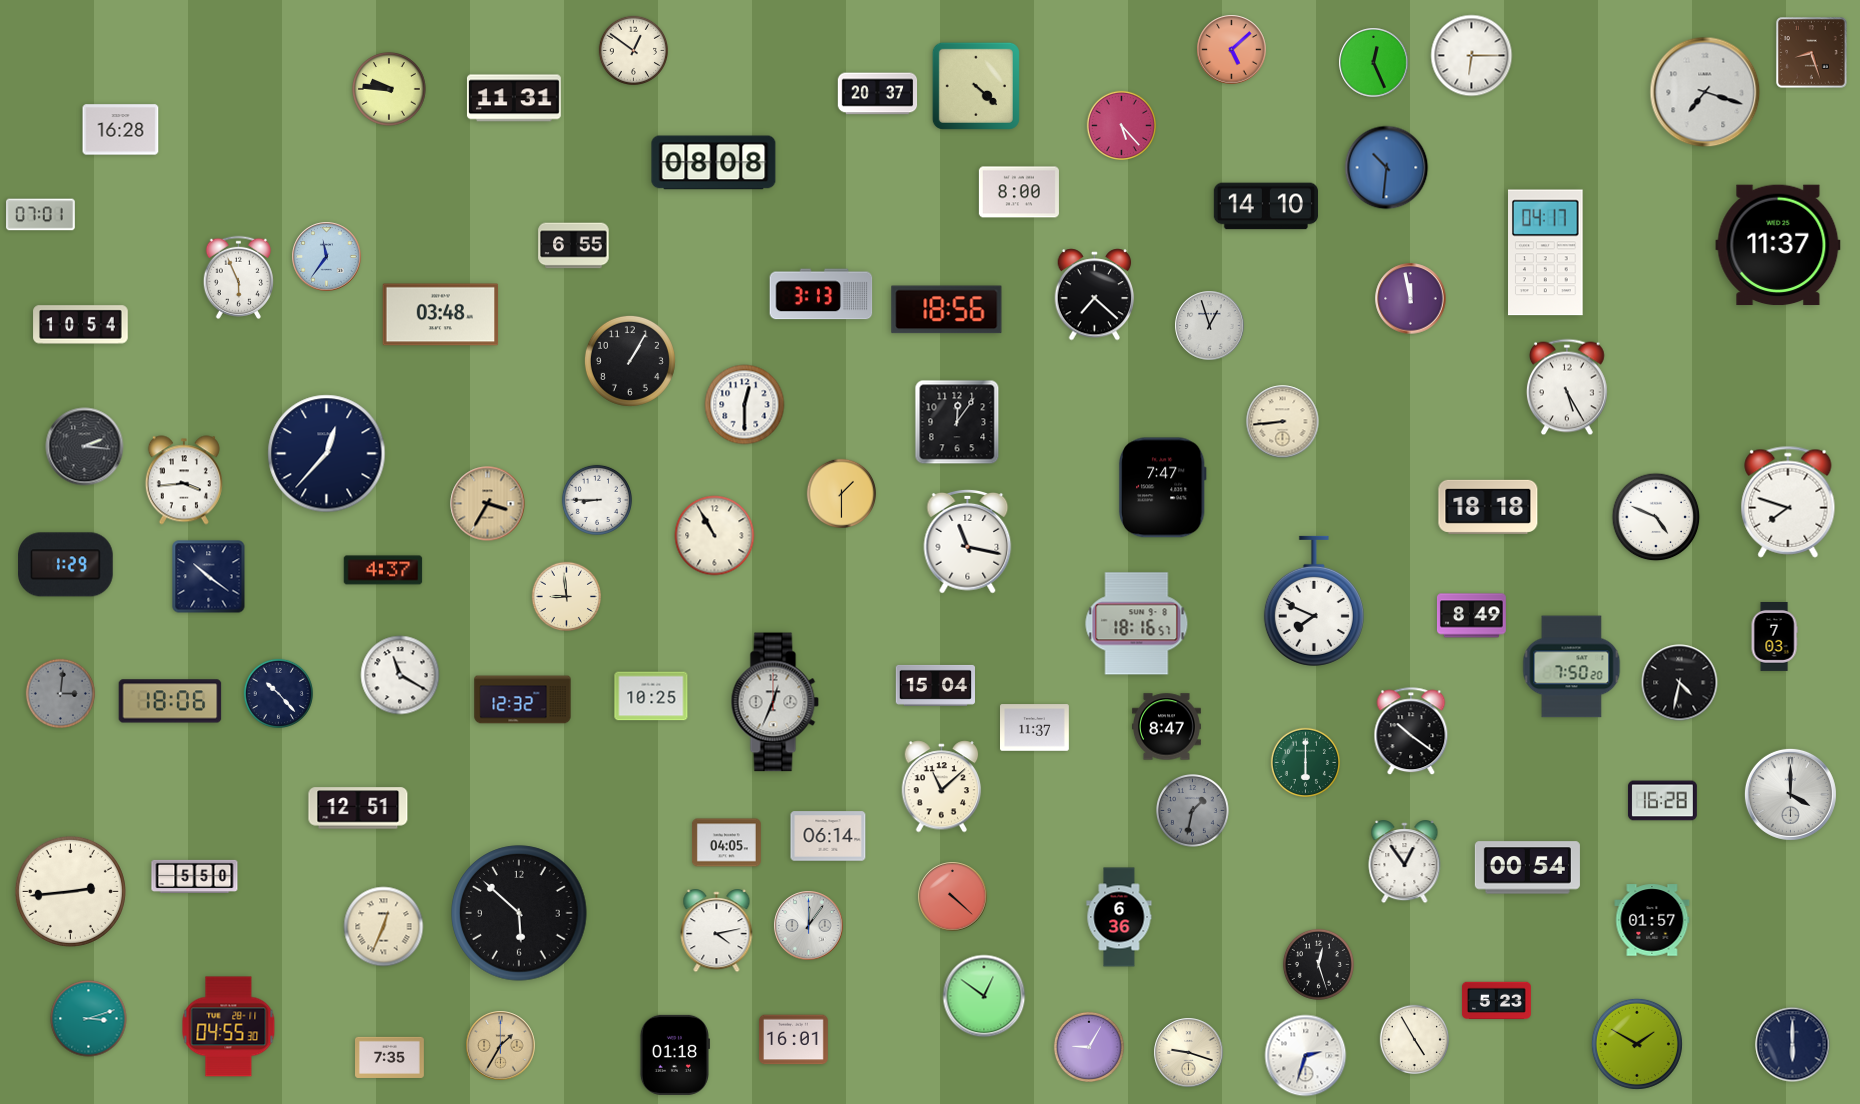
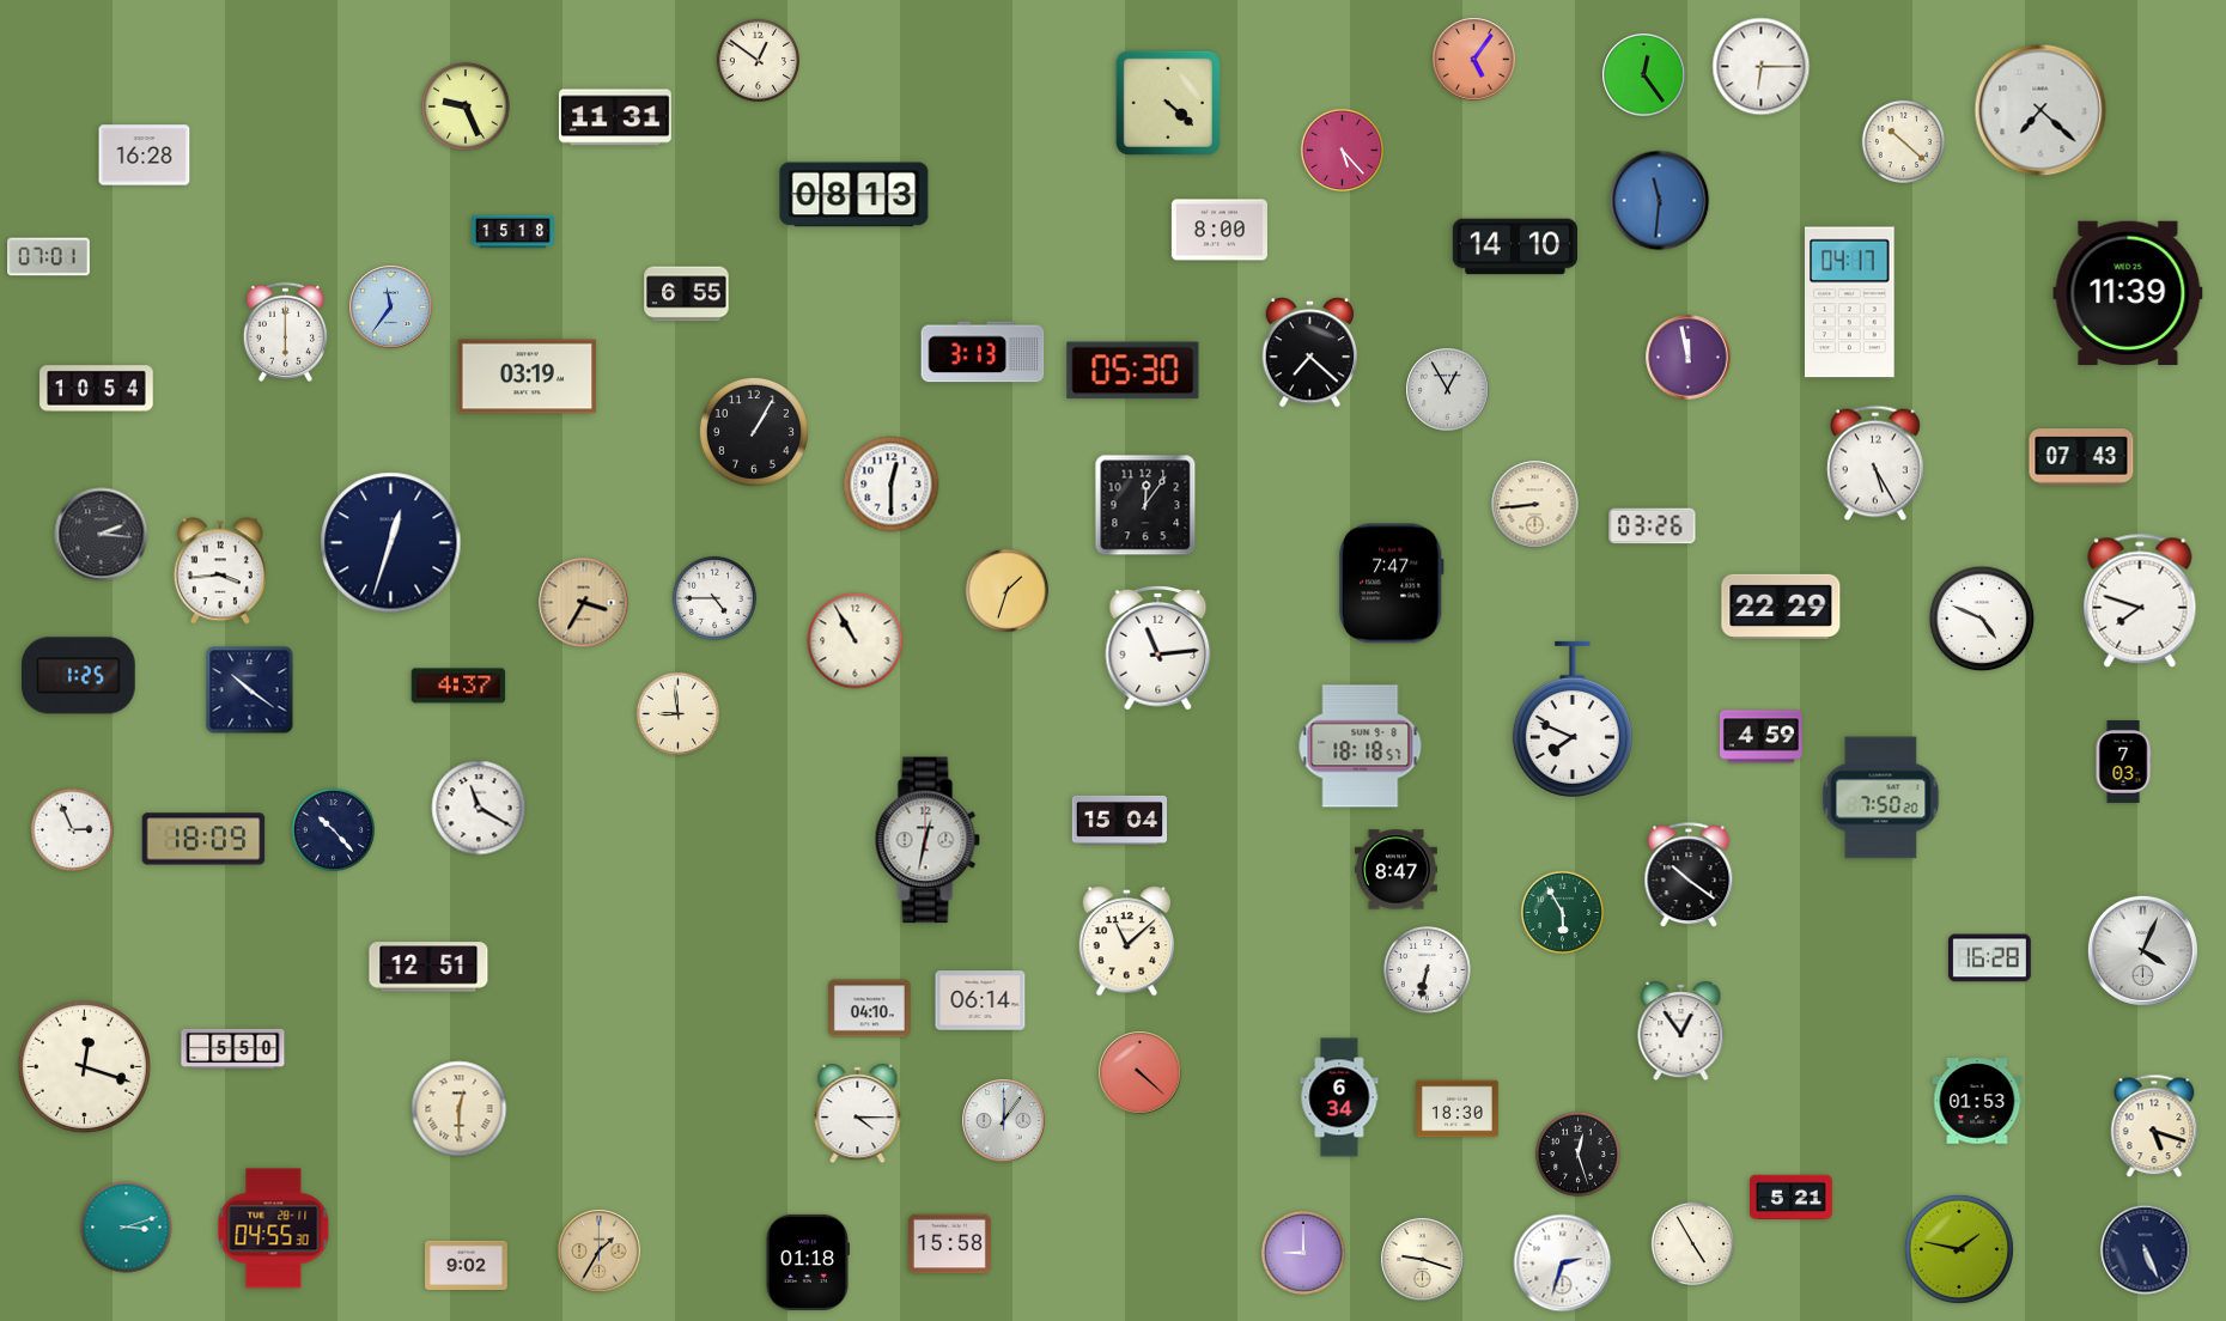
clock at (1232, 50): 5:08 -> 5:06
clock at (1812, 53): 8:27 -> none
clock at (1374, 63): 12:26 -> 12:24
clock at (389, 89): 9:46 -> 9:26
clock at (1705, 92): 7:18 -> 7:22
clock at (878, 94): 20:37 -> none
clock at (1903, 141): none -> 10:22
clock at (714, 163): 08:08 -> 08:13
clock at (1387, 168): 10:31 -> 11:31
clock at (513, 232): none -> 15:18
clock at (1778, 245): 11:37 -> 11:39
clock at (238, 277): 5:56 -> 6:00
clock at (947, 310): 18:56 -> 05:30
clock at (441, 315): 03:48 -> 03:19
clock at (1210, 326): 12:57 -> 12:55
clock at (2081, 457): none -> 07:43
clock at (1653, 526): none -> 03:26
clock at (327, 454): 12:37 -> 12:33
clock at (184, 480) position: (184, 480) -> (220, 571)
clock at (841, 493): 1:30 -> 1:33
clock at (597, 500): 8:45 -> 4:45
clock at (1488, 507): 18:18 -> 22:29
clock at (968, 541): 11:17 -> 11:14
clock at (66, 565): 1:29 -> 1:25
clock at (383, 570) position: (383, 570) -> (458, 686)
clock at (1471, 616): 8:49 -> 4:59
clock at (1137, 624): 18:16 -> 18:18
clock at (1680, 683): 4:32 -> none
clock at (60, 693): 3:01 -> 2:56
clock at (60, 693) dial: grey -> white
clock at (651, 696): 10:25 -> none
clock at (523, 700): 12:32 -> none
clock at (170, 701): 18:06 -> 18:09
clock at (775, 702): 12:34 -> 12:32
clock at (1035, 728): 11:37 -> none
clock at (1305, 762): 6:00 -> 5:55
clock at (1790, 794): 4:00 -> 4:04
clock at (1193, 811): 1:32 -> 6:32
clock at (1193, 811) dial: grey -> white
clock at (828, 836) position: (828, 836) -> (980, 1000)
clock at (727, 843): 04:05 -> 04:10
clock at (1527, 868): 00:54 -> none
clock at (70, 891): 2:44 -> 12:18
clock at (519, 913): 5:52 -> none
clock at (1119, 917): 6:36 -> 6:34
clock at (1652, 920): 01:57 -> 01:53
clock at (809, 926) position: (809, 926) -> (1004, 1121)
clock at (384, 927): 12:34 -> 12:30
clock at (1458, 1109): none -> 18:30
clock at (717, 931): 4:13 -> 4:15
clock at (2154, 1126): none -> 5:18
clock at (984, 996): 12:51 -> none
clock at (1496, 1001): 5:23 -> 5:21
clock at (89, 1019) position: (89, 1019) -> (127, 1228)
clock at (794, 1040): 16:01 -> 15:58
clock at (1637, 1044): 1:50 -> 1:47
clock at (1793, 1045): 6:00 -> 5:26
clock at (1089, 1047): 9:05 -> 9:00
clock at (390, 1057): 7:35 -> 9:02
